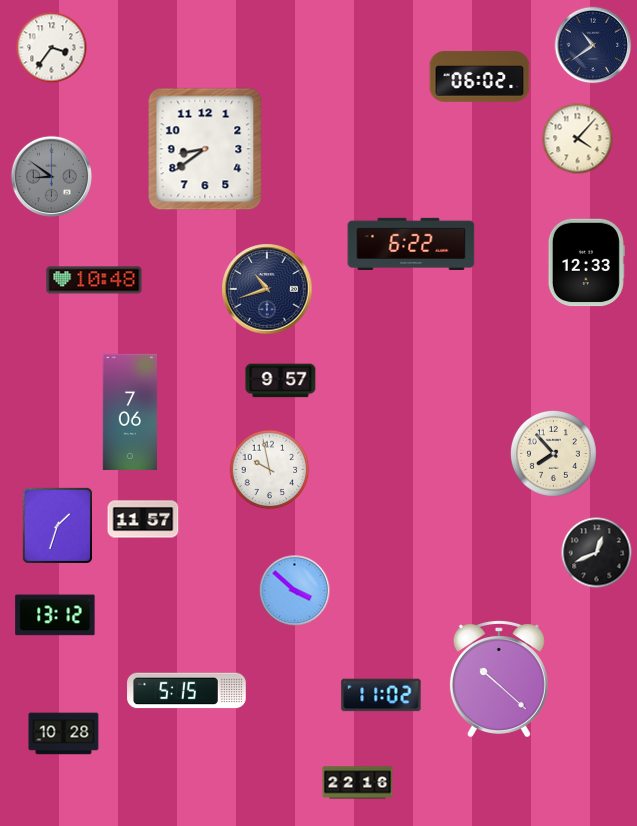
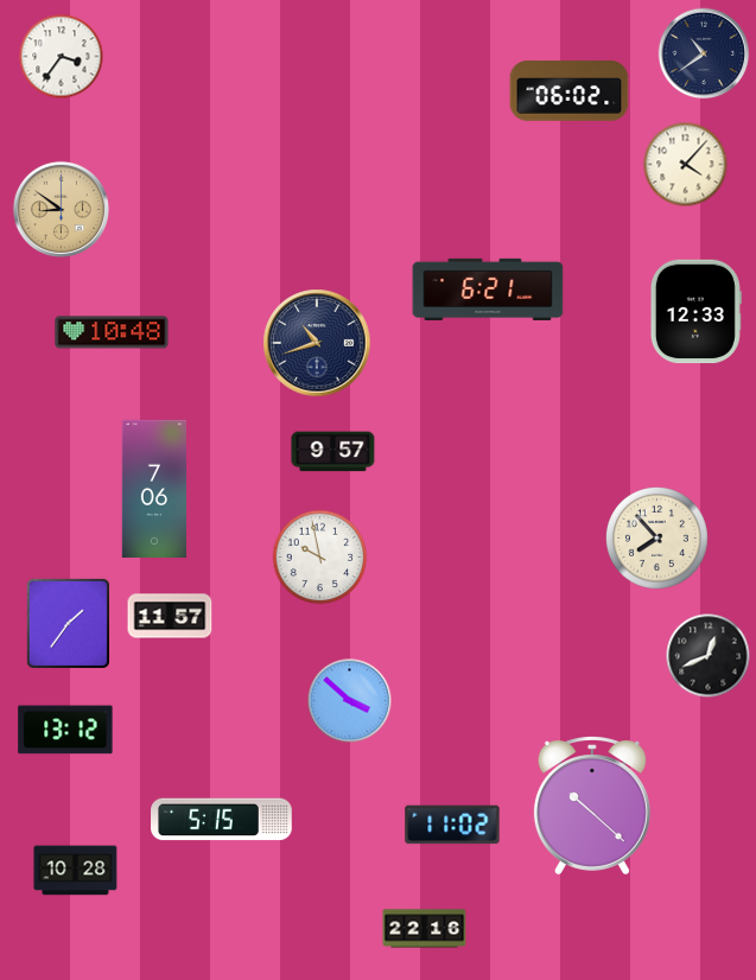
clock at (205, 149): 8:39 -> none
clock at (51, 176) dial: grey -> champagne
clock at (411, 244): 6:22 -> 6:21
clock at (57, 525): 1:33 -> 1:36
